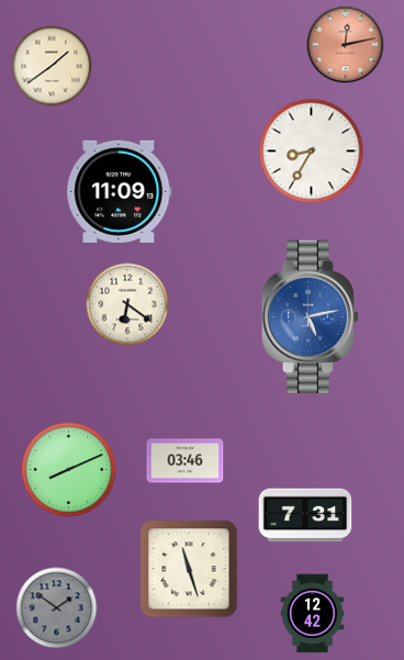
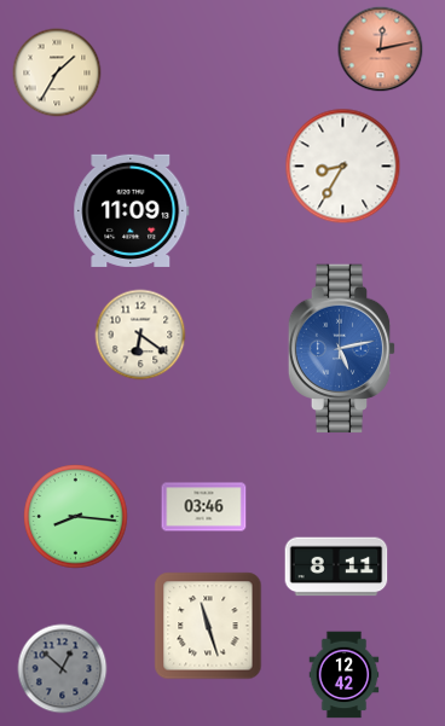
clock at (52, 66): 1:39 -> 1:35
clock at (69, 470): 8:11 -> 8:16
clock at (305, 515): 7:31 -> 8:11
clock at (57, 608): 1:51 -> 12:52
